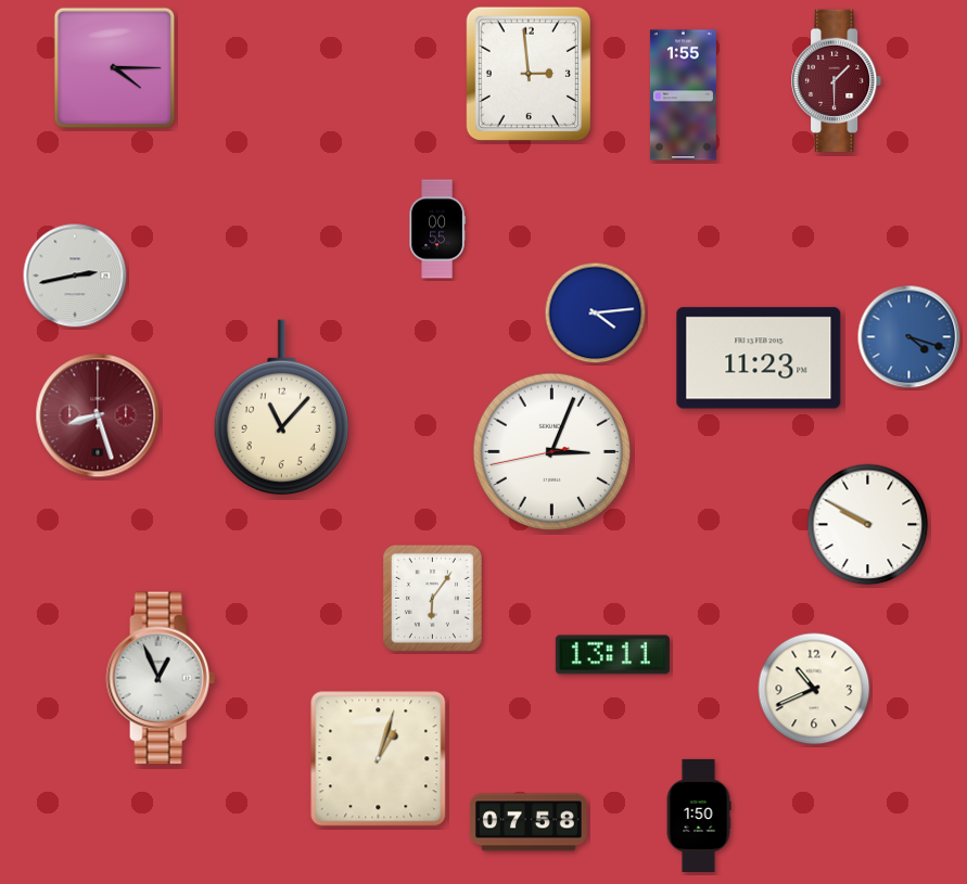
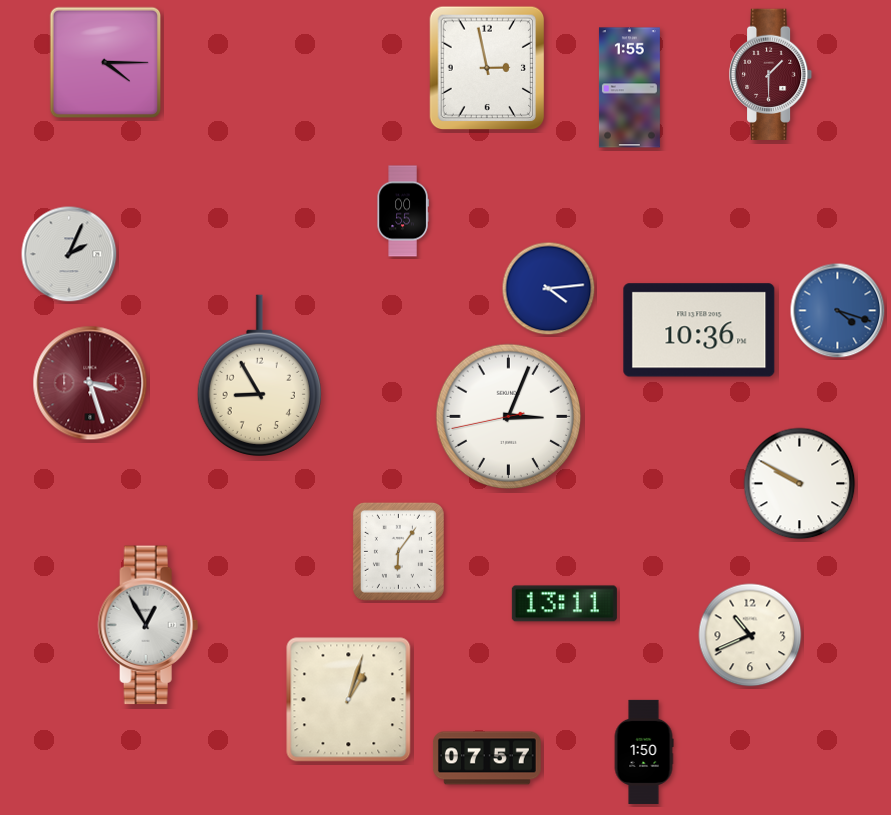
clock at (529, 74): 2:59 -> 2:58
clock at (75, 276): 2:43 -> 2:04
clock at (759, 358): 11:23 -> 10:36
clock at (281, 407): 11:07 -> 8:55
clock at (98, 415): 8:27 -> 3:27
clock at (161, 678): 12:56 -> 12:55
clock at (529, 822): 07:58 -> 07:57
